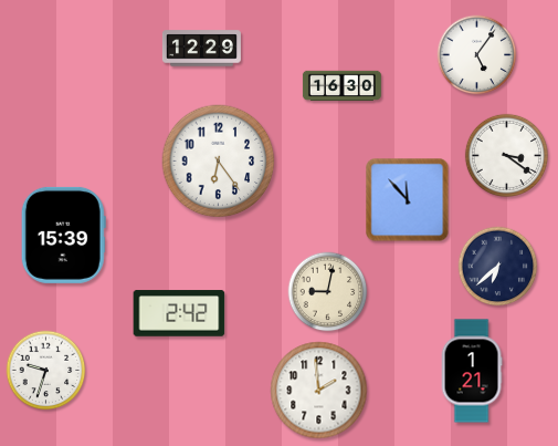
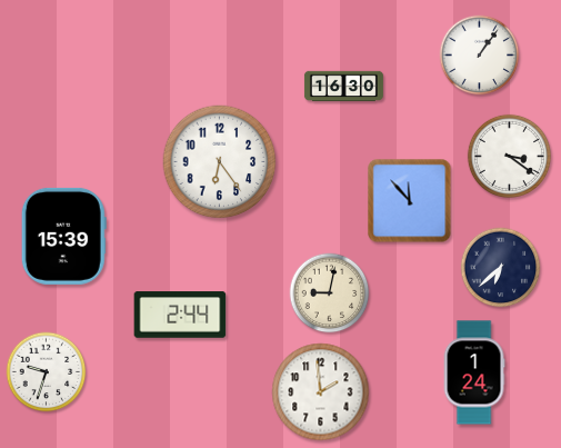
clock at (201, 49): 12:29 -> none
clock at (477, 55): 5:06 -> 1:06
clock at (179, 313): 2:42 -> 2:44
clock at (472, 371): 1:21 -> 1:24
